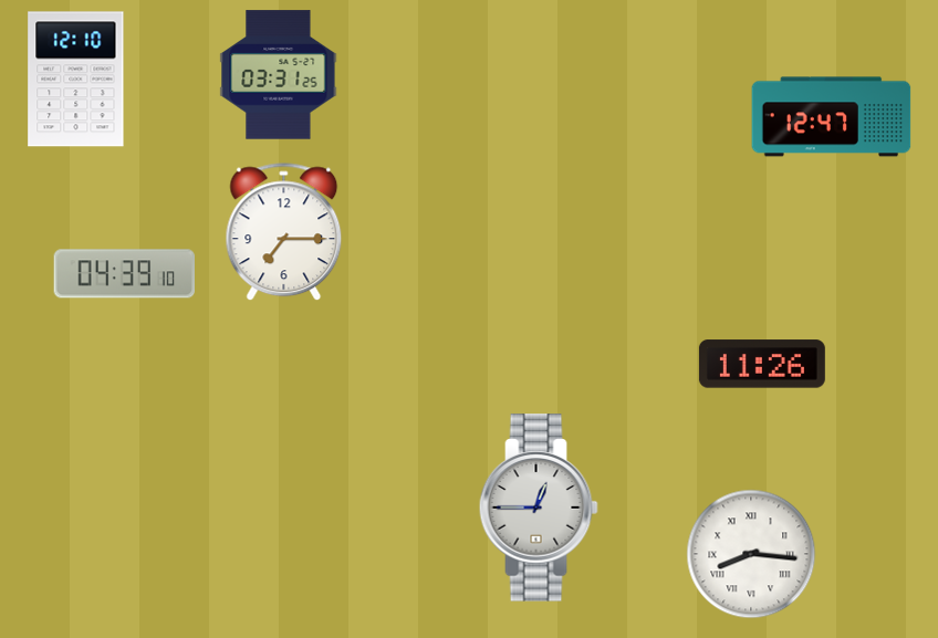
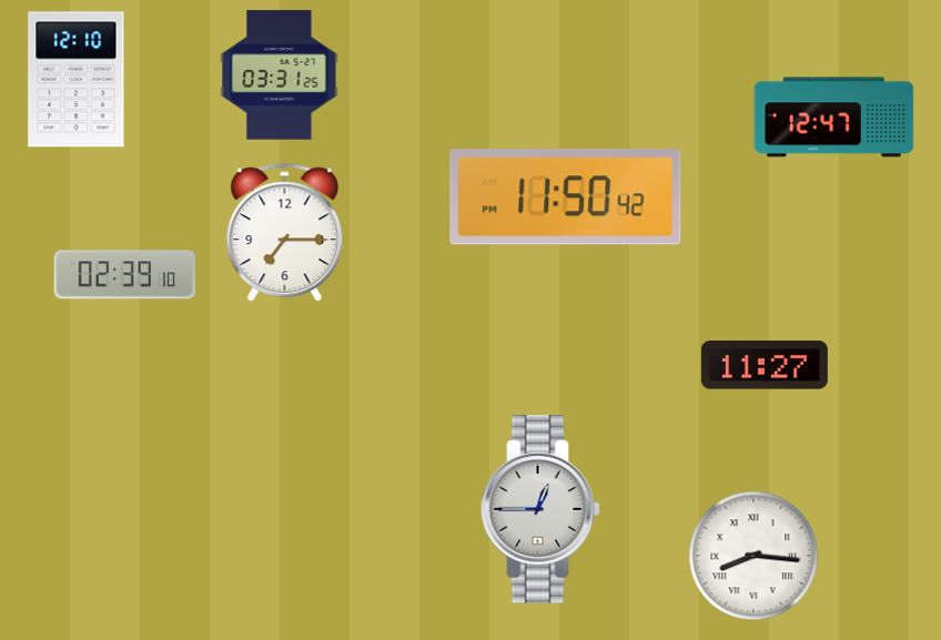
clock at (566, 197): none -> 11:50
clock at (125, 274): 04:39 -> 02:39
clock at (762, 364): 11:26 -> 11:27
